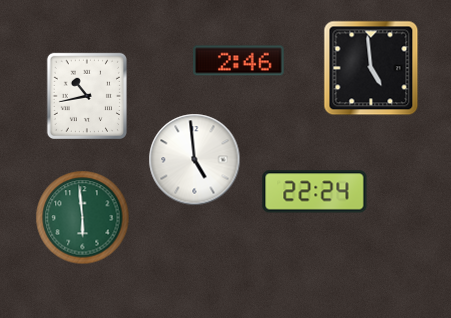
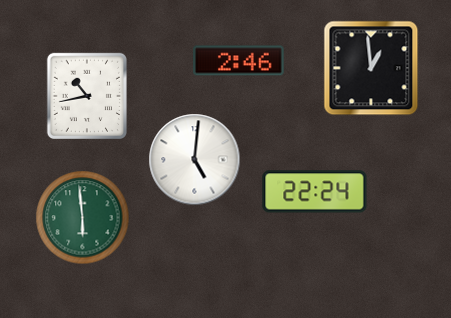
clock at (371, 68): 4:59 -> 12:59
clock at (194, 159): 4:59 -> 5:01
